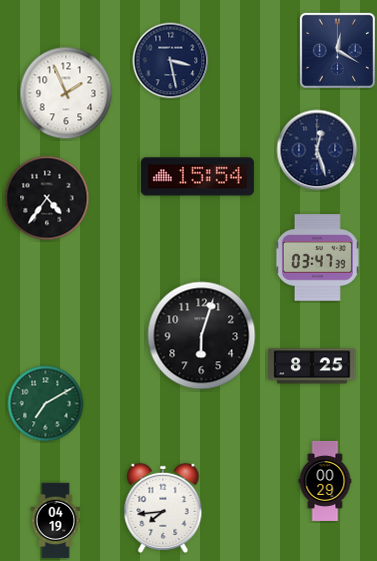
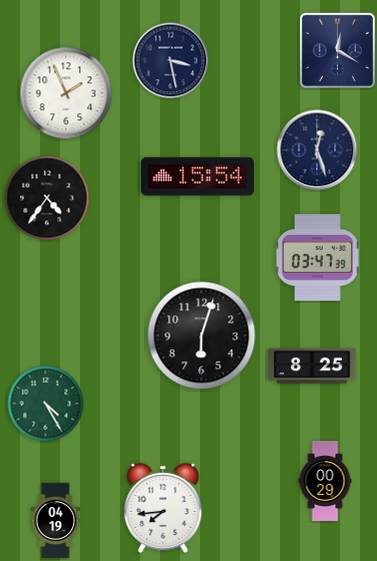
clock at (46, 404): 7:10 -> 4:25
